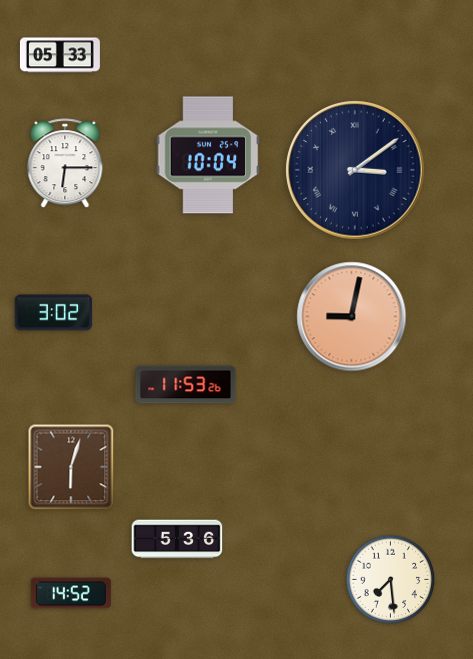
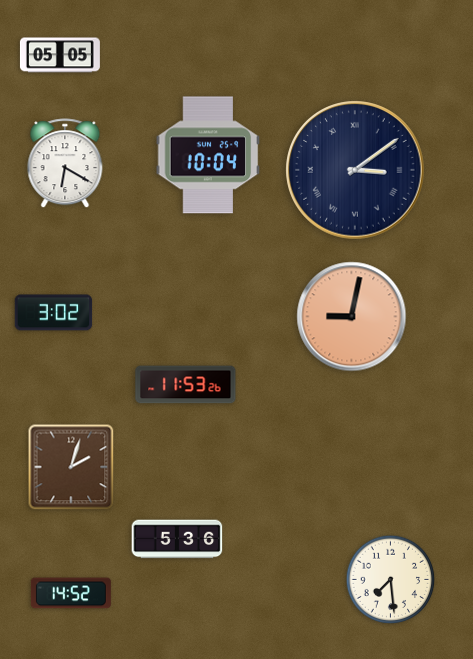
clock at (60, 55): 05:33 -> 05:05
clock at (65, 164): 6:15 -> 6:20
clock at (71, 467): 6:03 -> 2:03
